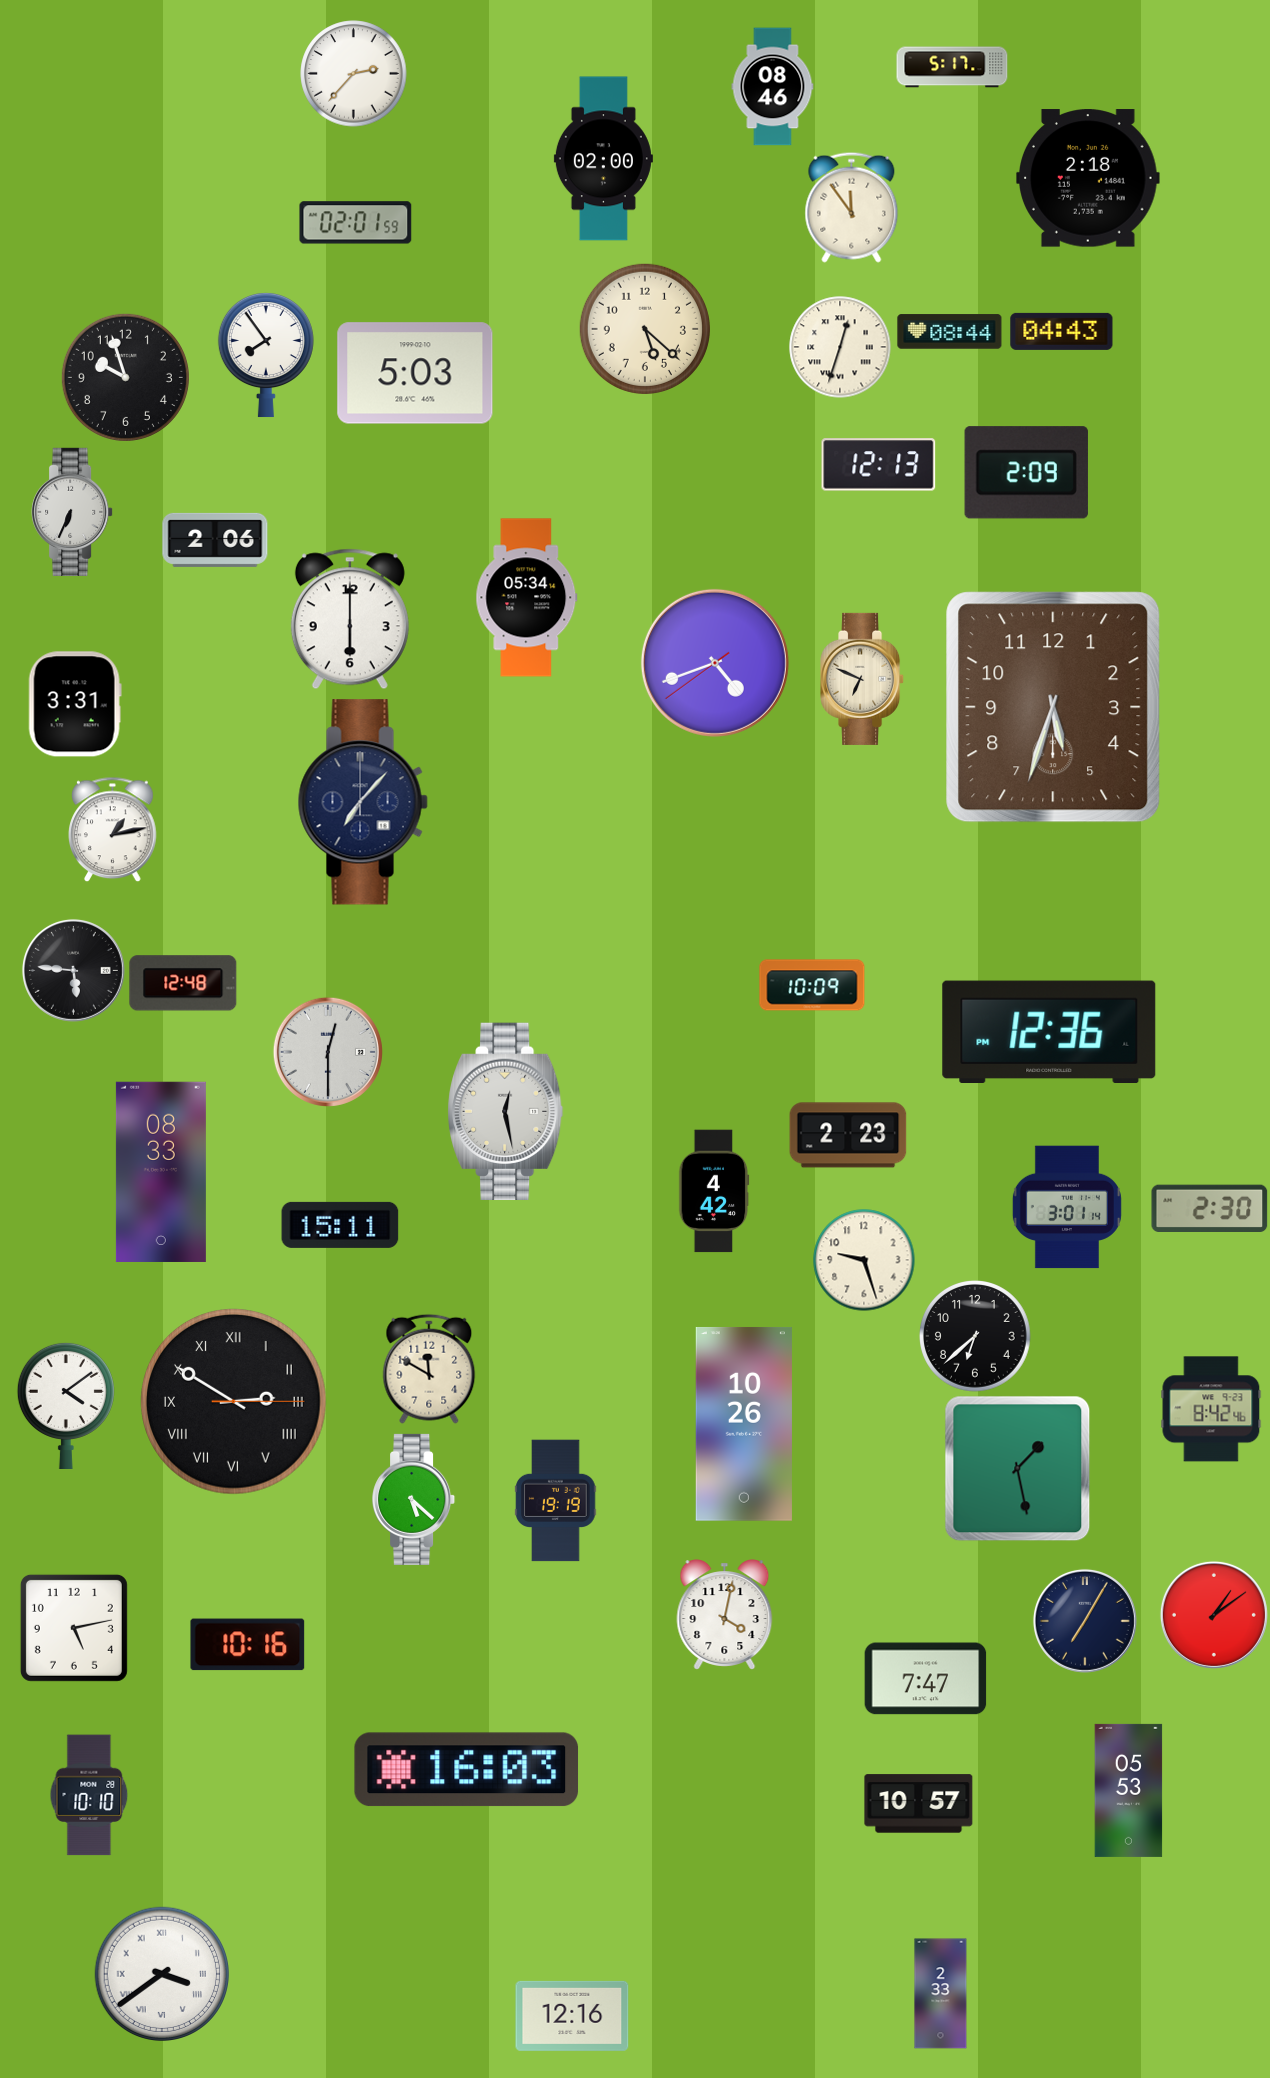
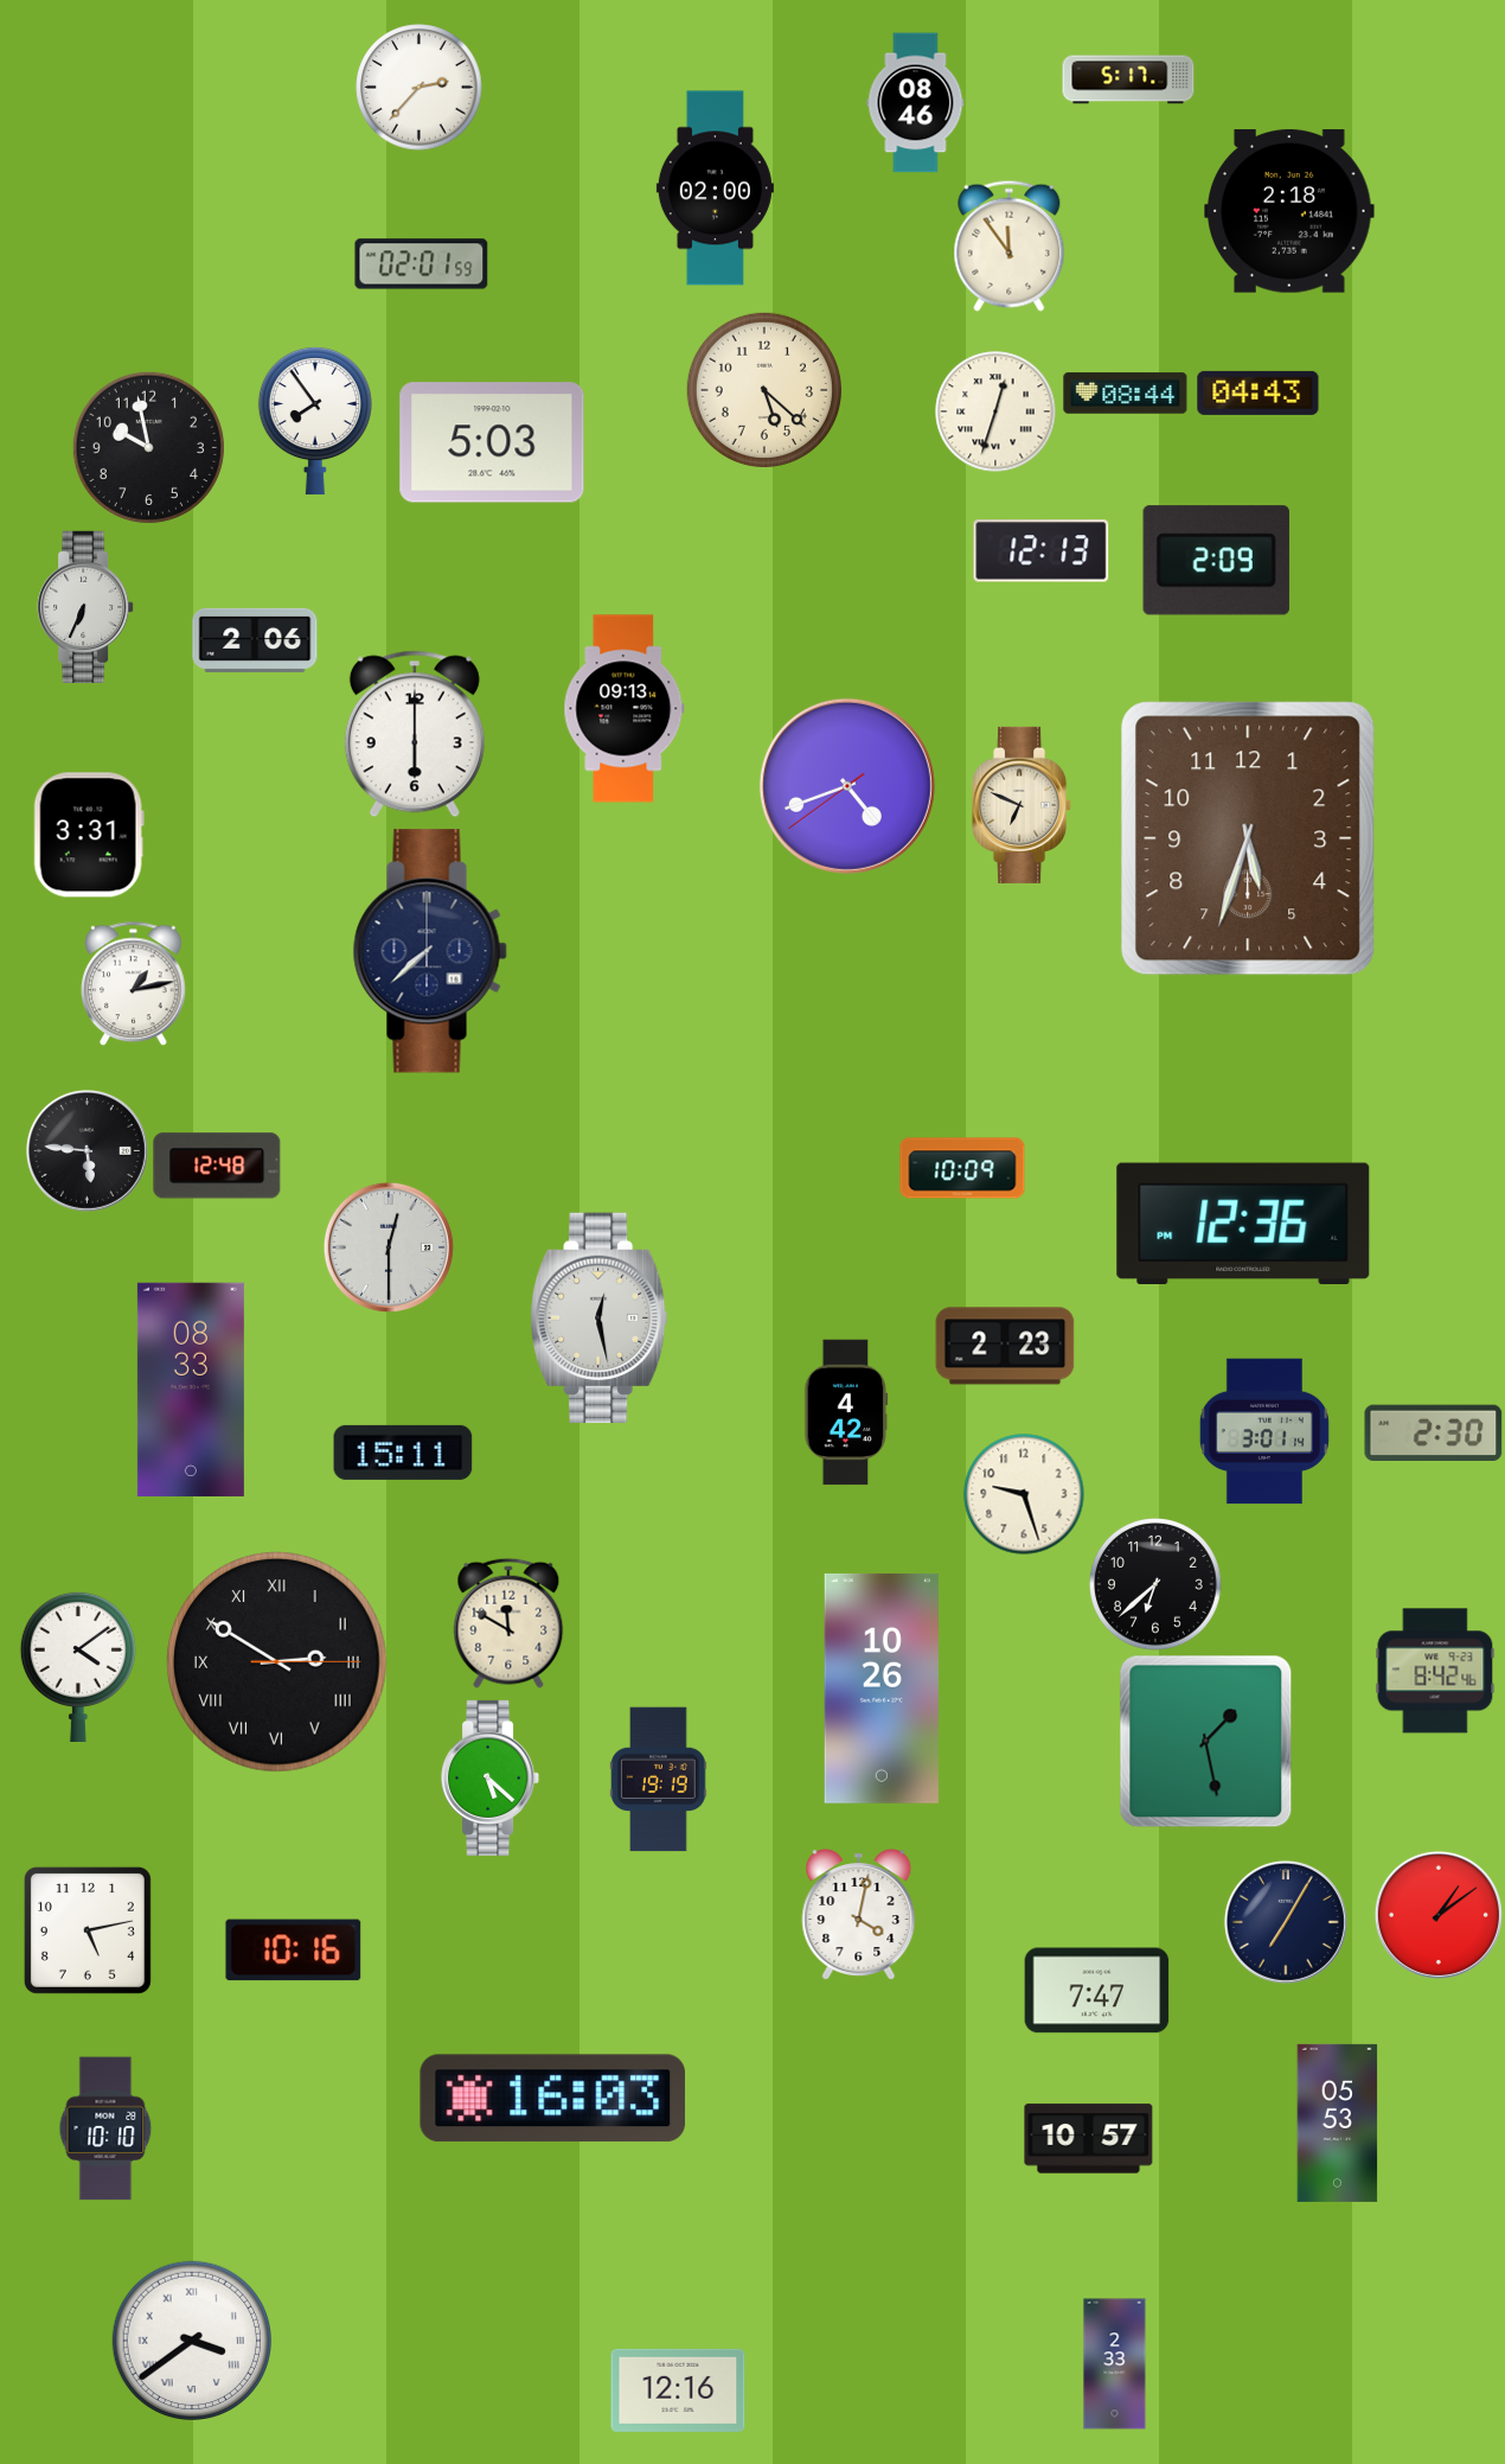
clock at (125, 377): 9:57 -> 9:58
clock at (527, 598): 05:34 -> 09:13
clock at (363, 802): 7:07 -> 7:38
